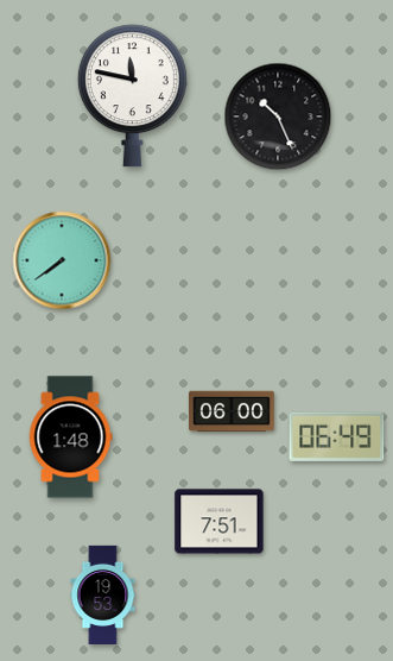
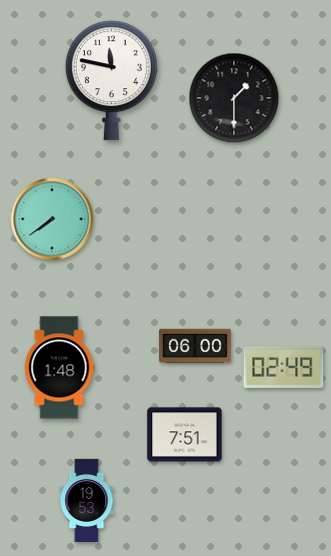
clock at (278, 117): 10:26 -> 1:30
clock at (337, 436): 06:49 -> 02:49
clock at (220, 522) position: (220, 522) -> (185, 435)
